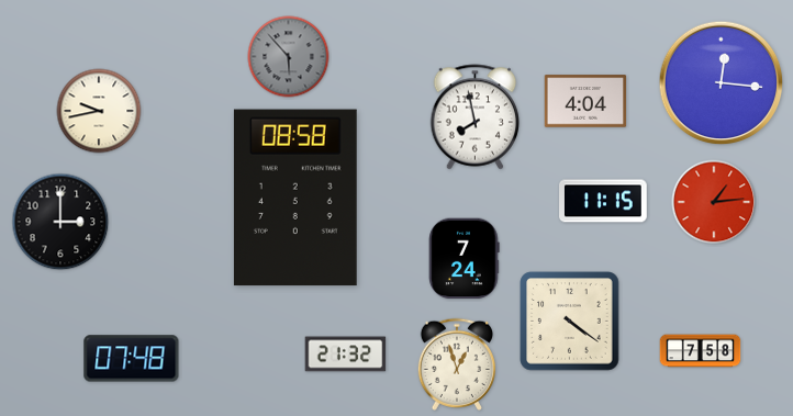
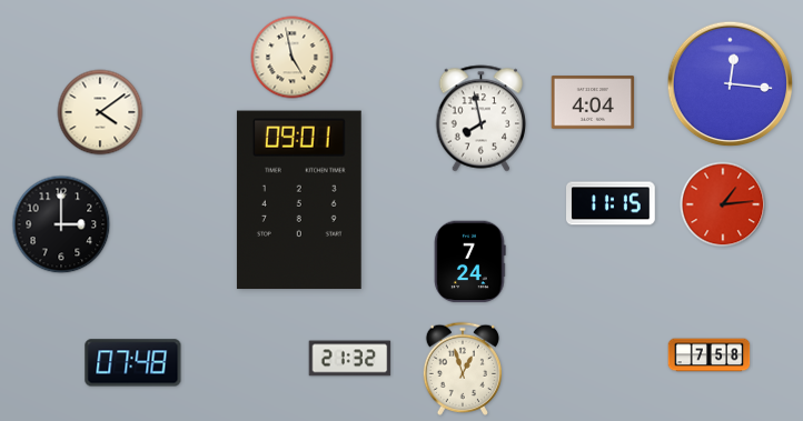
clock at (289, 57): 5:53 -> 4:58
clock at (289, 57) dial: grey -> cream
clock at (99, 111): 9:43 -> 4:09
clock at (295, 198): 08:58 -> 09:01
clock at (570, 322): 4:21 -> none
